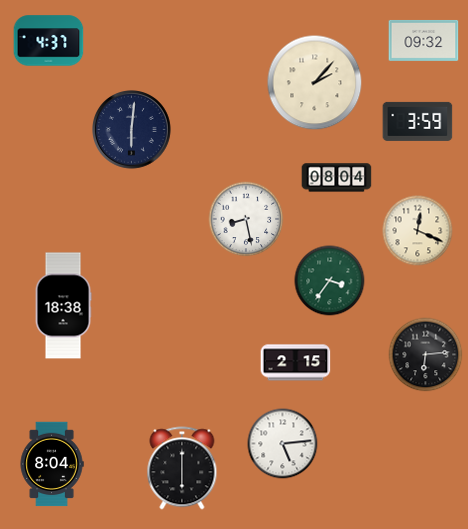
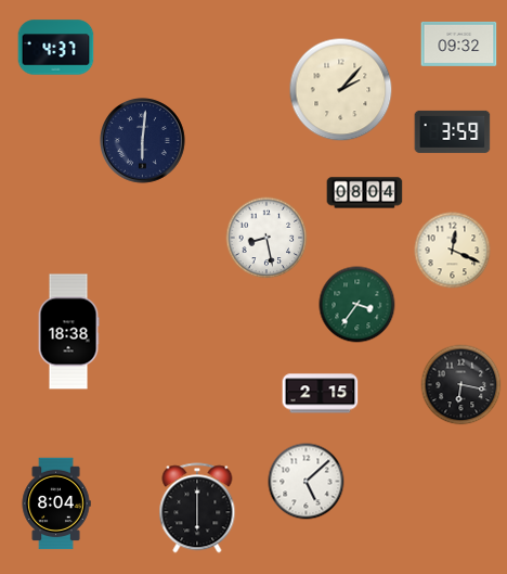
clock at (49, 41) position: (49, 41) -> (56, 48)
clock at (426, 355): 6:14 -> 6:17
clock at (283, 444): 5:14 -> 5:08
